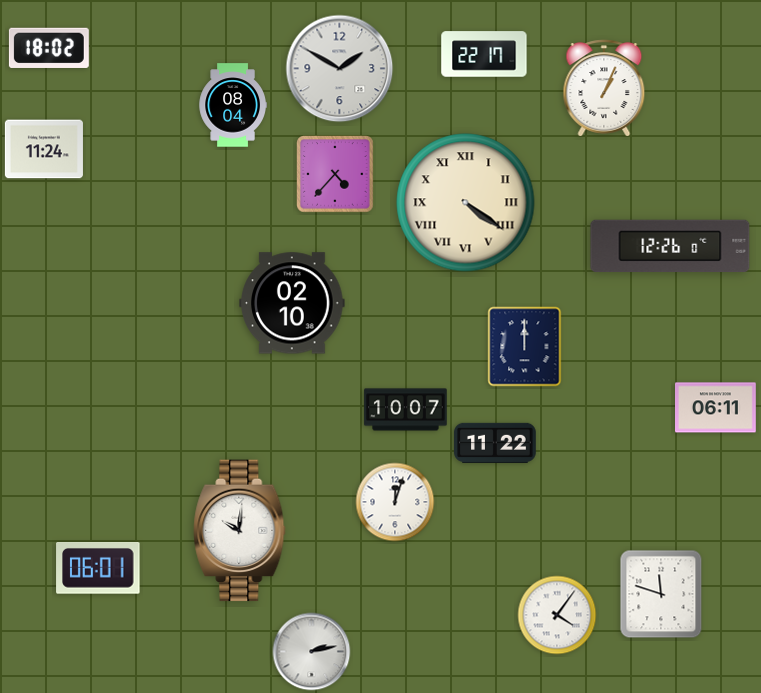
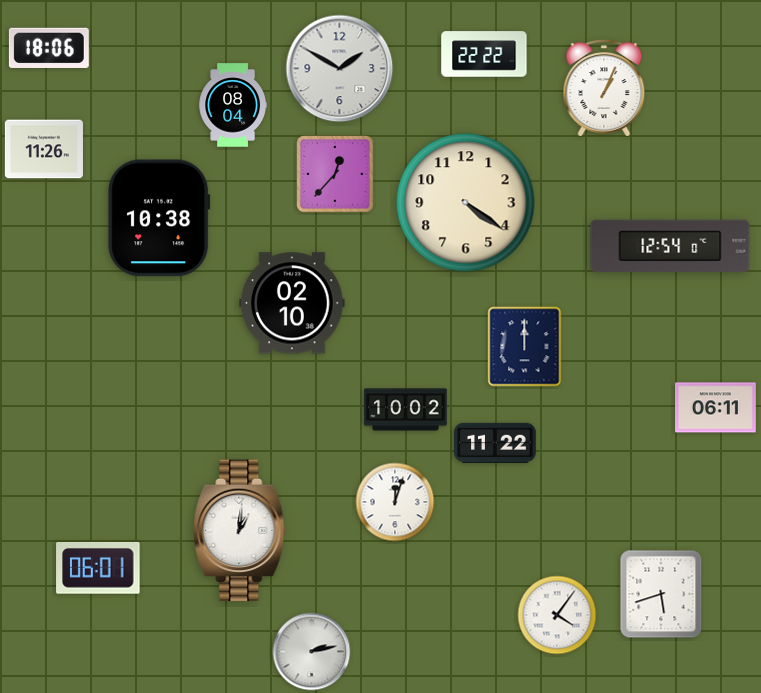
clock at (49, 48): 18:02 -> 18:06
clock at (484, 54): 22:17 -> 22:22
clock at (44, 149): 11:24 -> 11:26
clock at (335, 174): 4:37 -> 12:37
clock at (466, 203) numerals: Roman -> Arabic
clock at (159, 218): none -> 10:38
clock at (670, 246): 12:26 -> 12:54
clock at (406, 410): 10:07 -> 10:02
clock at (240, 531): 10:01 -> 1:01
clock at (661, 594): 11:48 -> 5:42
